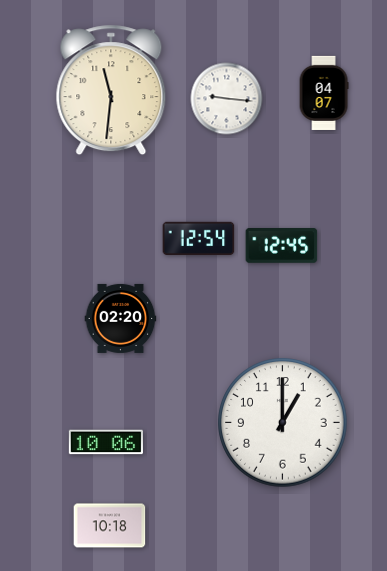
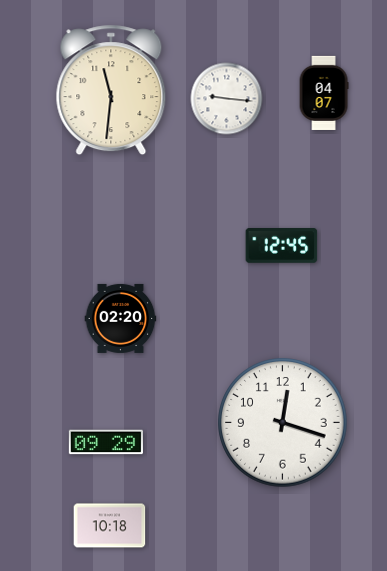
clock at (199, 238): 12:54 -> none
clock at (283, 423): 1:00 -> 12:18
clock at (106, 442): 10:06 -> 09:29
